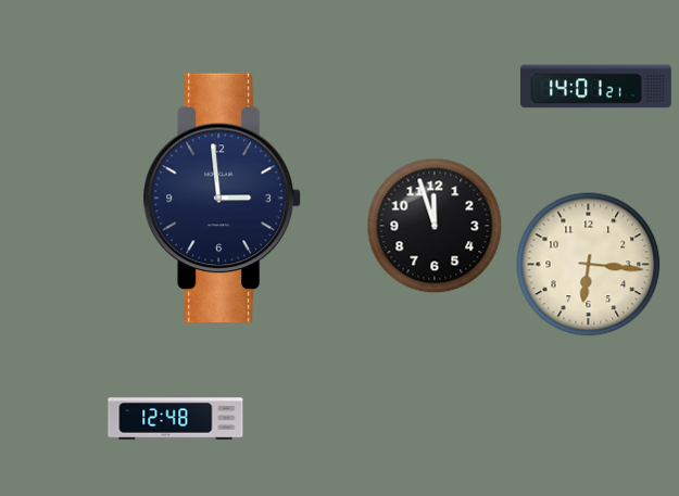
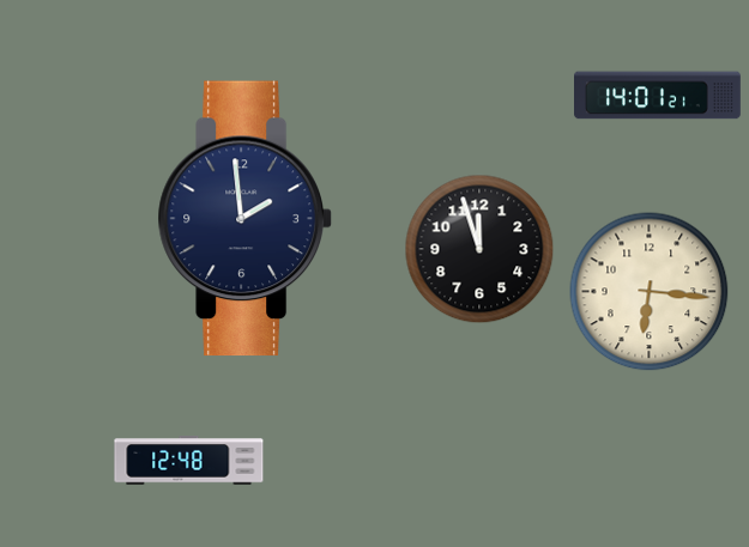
clock at (222, 199): 2:59 -> 1:59
clock at (176, 418) position: (176, 418) -> (189, 461)
